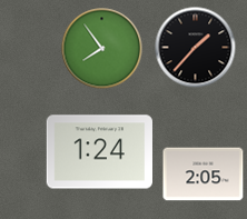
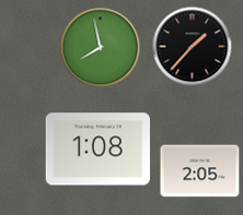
clock at (102, 49): 7:54 -> 7:58
clock at (99, 152): 1:24 -> 1:08
